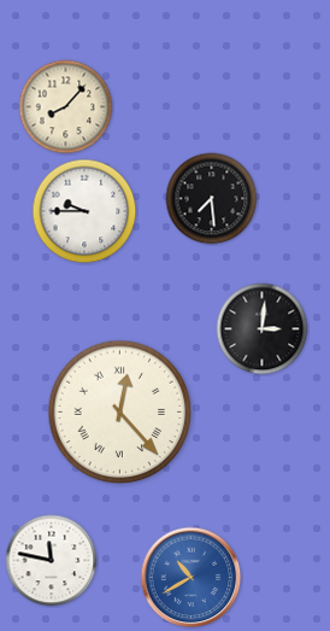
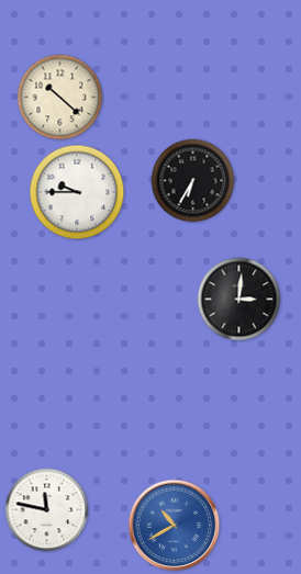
clock at (66, 107): 8:07 -> 10:22
clock at (212, 199): 7:29 -> 6:35
clock at (120, 413): 12:23 -> none
